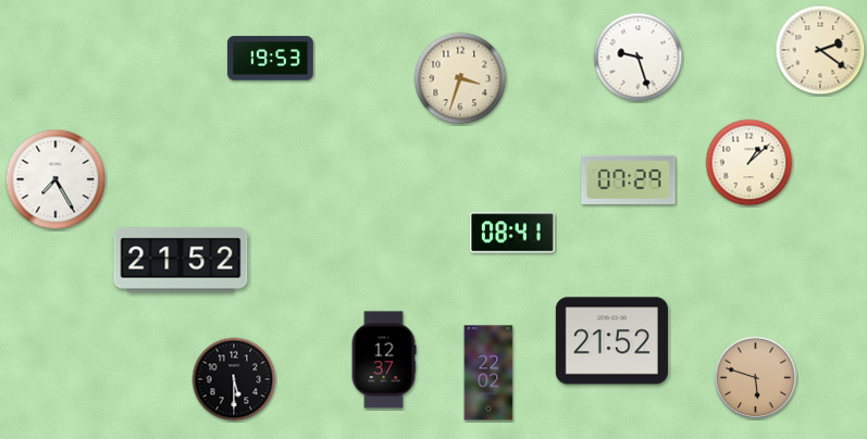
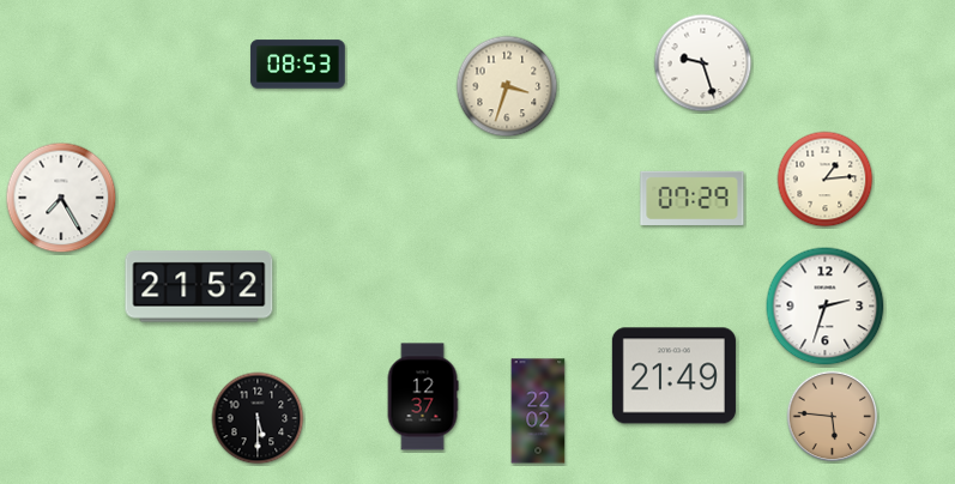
clock at (820, 50): 2:21 -> none
clock at (271, 59): 19:53 -> 08:53
clock at (750, 163): 1:08 -> 1:14
clock at (513, 233): 08:41 -> none
clock at (826, 307): none -> 2:33
clock at (611, 341): 21:52 -> 21:49
clock at (756, 378): 5:48 -> 5:46
